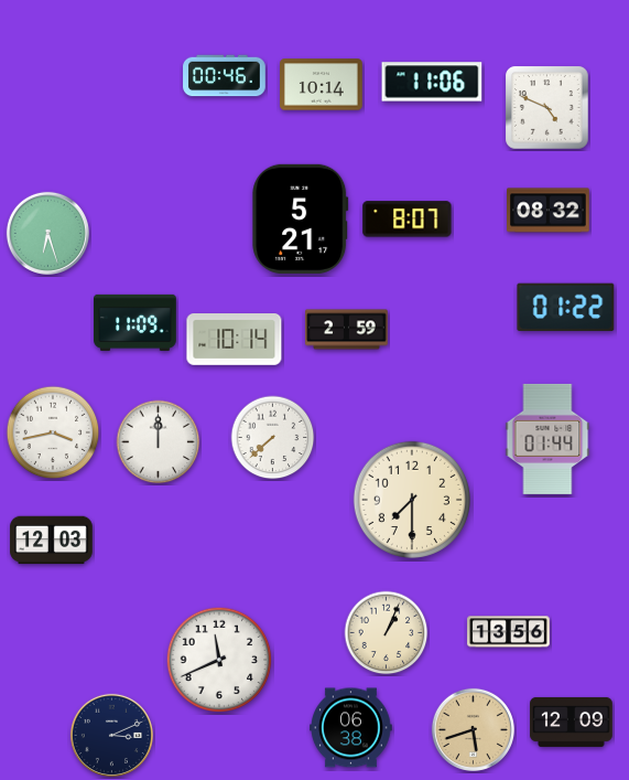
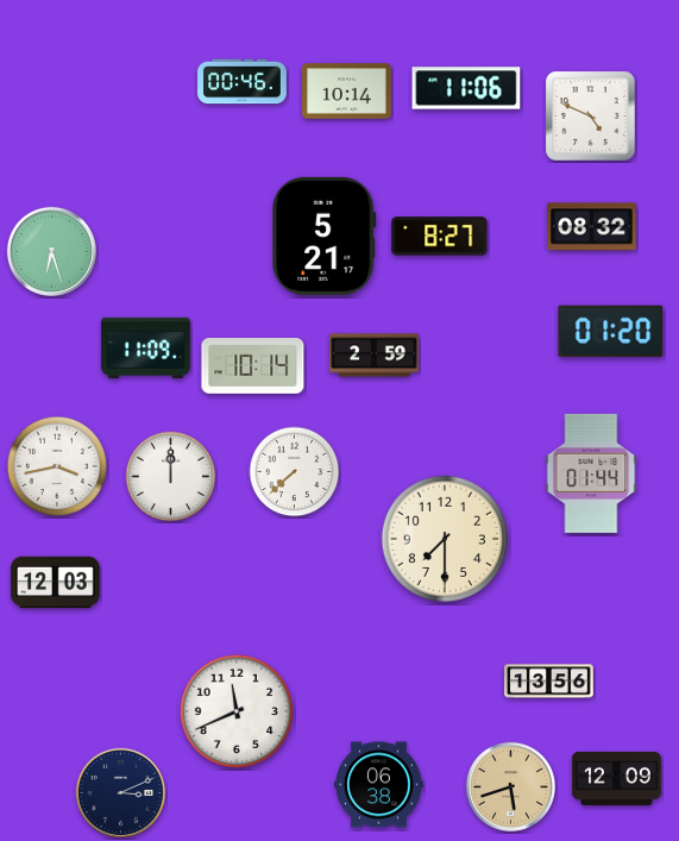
clock at (408, 220): 8:07 -> 8:27
clock at (566, 307): 01:22 -> 01:20
clock at (387, 633): 1:04 -> none
